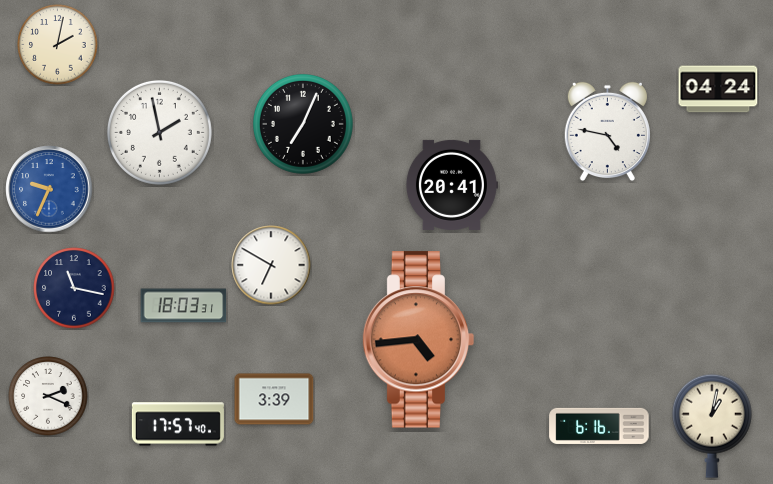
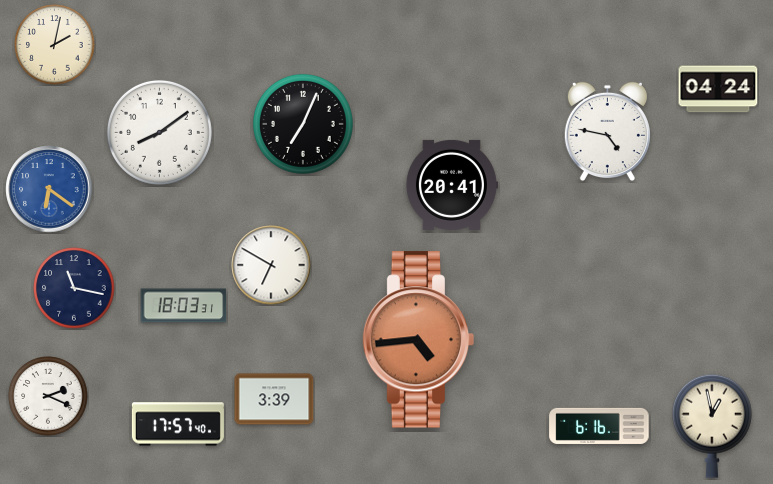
clock at (58, 45) position: (58, 45) -> (55, 45)
clock at (159, 132): 1:58 -> 8:09
clock at (49, 189): 9:34 -> 6:21
clock at (712, 426): 1:02 -> 12:58
